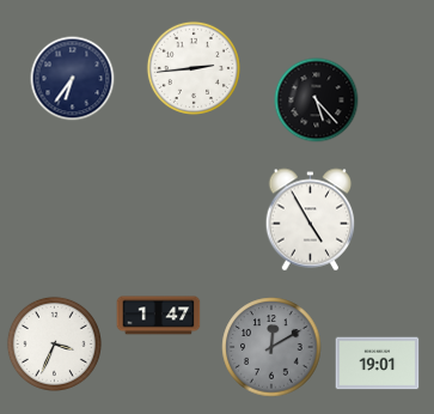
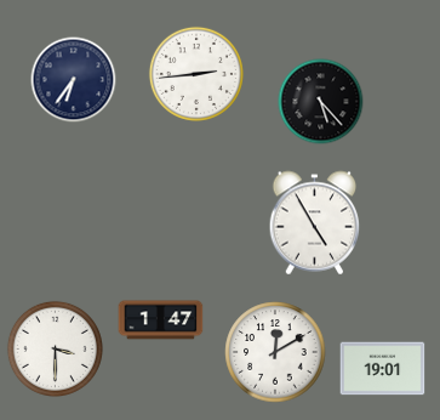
clock at (194, 68) position: (194, 68) -> (196, 74)
clock at (54, 343): 3:34 -> 3:30
clock at (271, 347) dial: grey -> white
